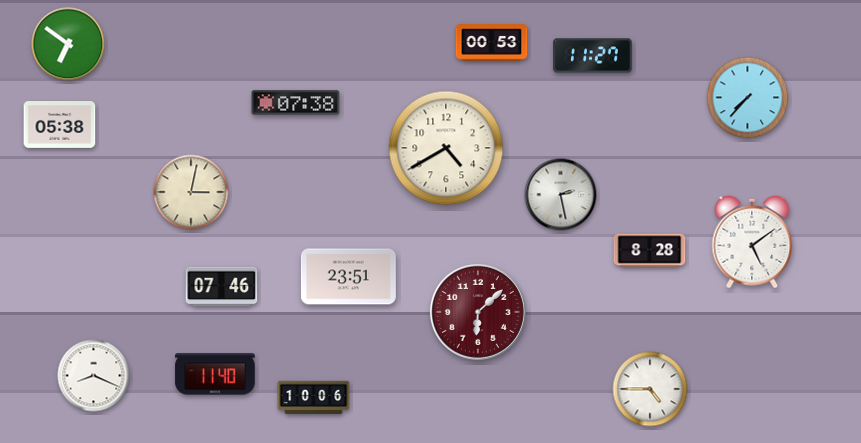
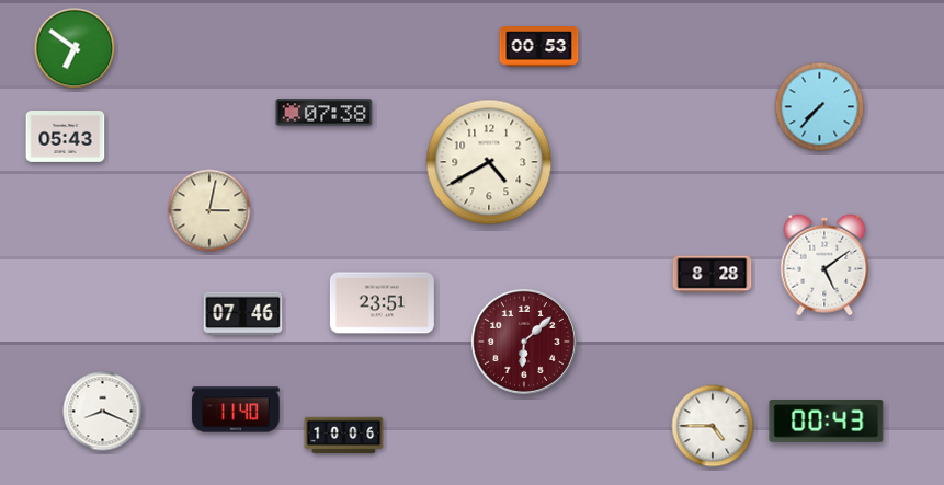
clock at (593, 56): 11:27 -> none
clock at (60, 125): 05:38 -> 05:43
clock at (561, 195): 2:28 -> none
clock at (827, 422): none -> 00:43
